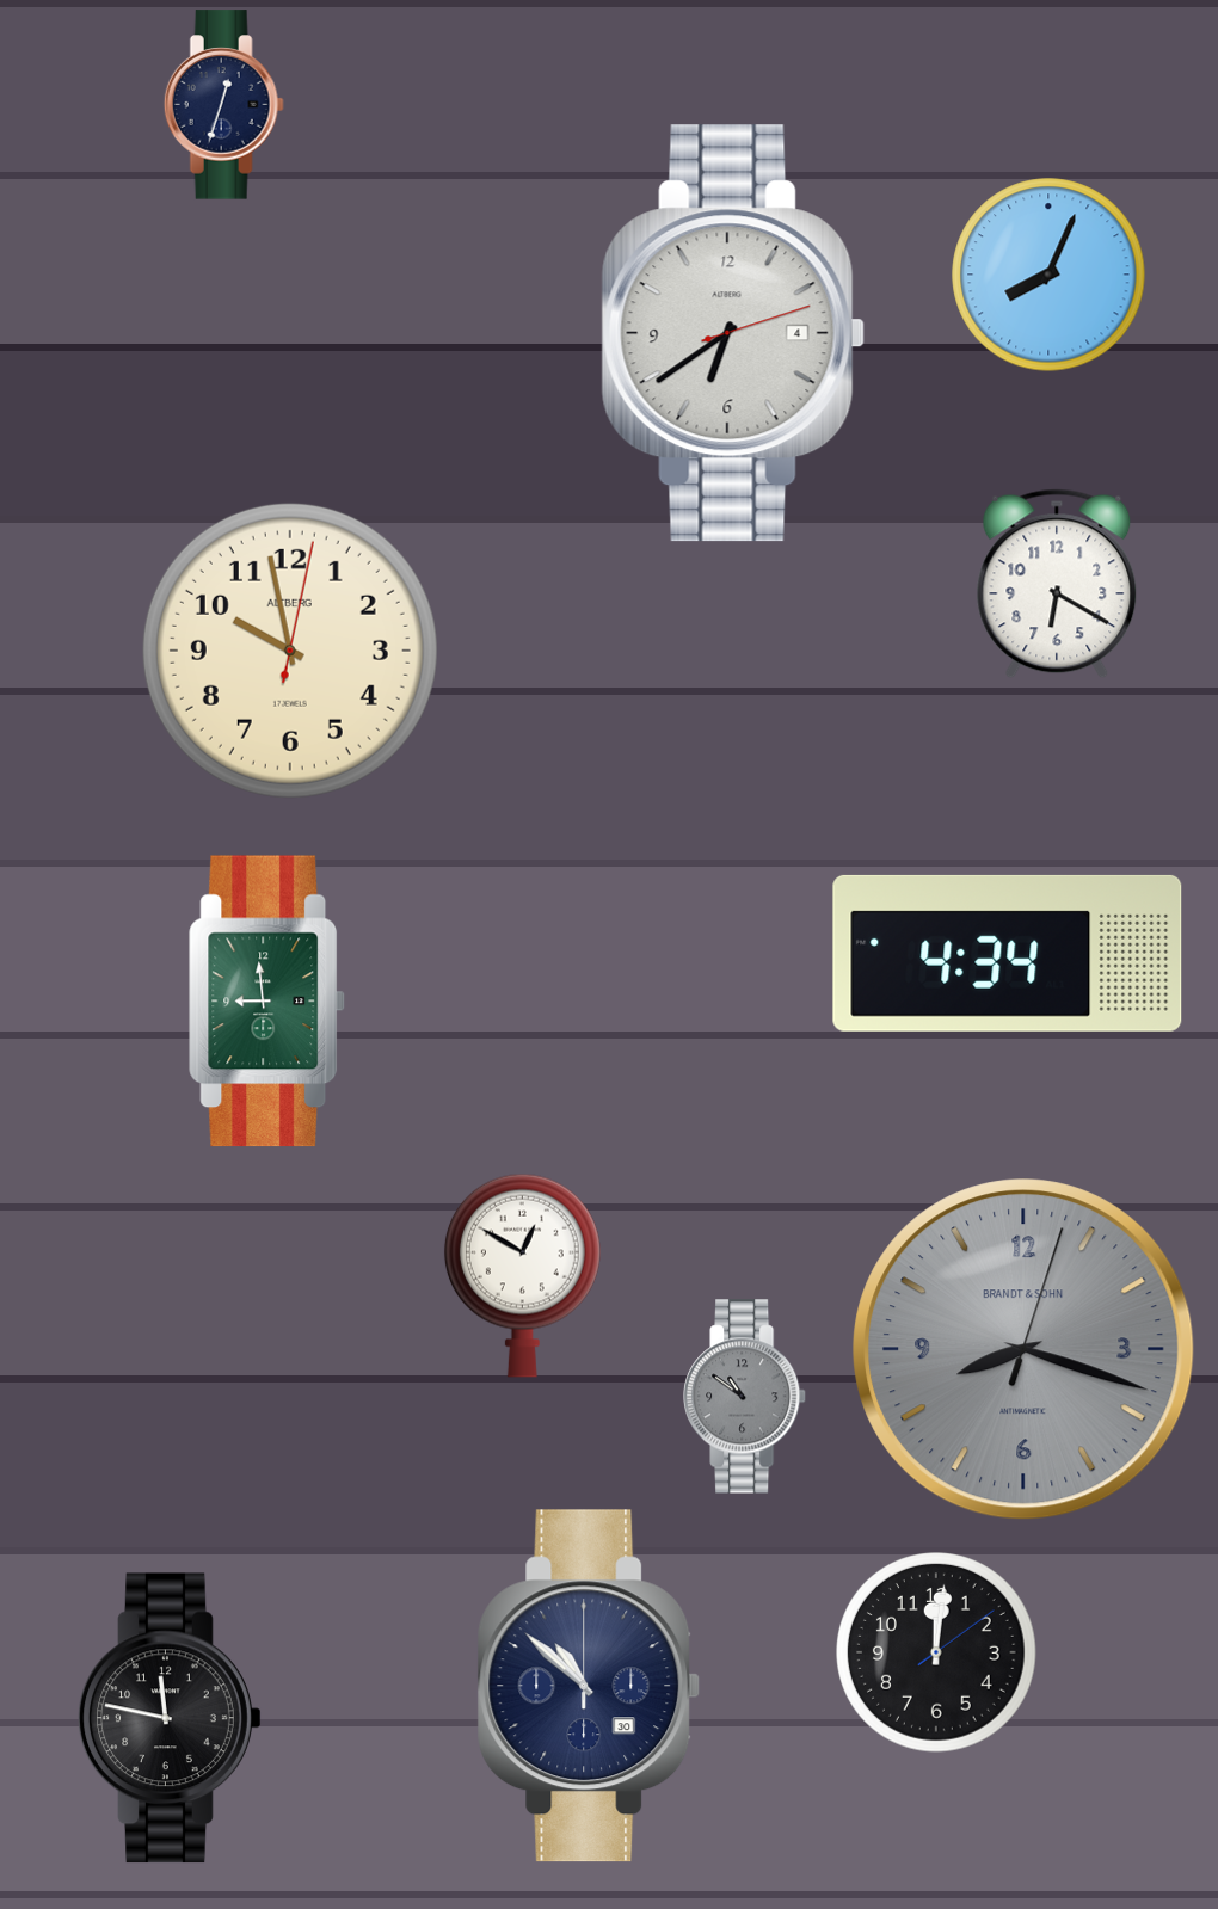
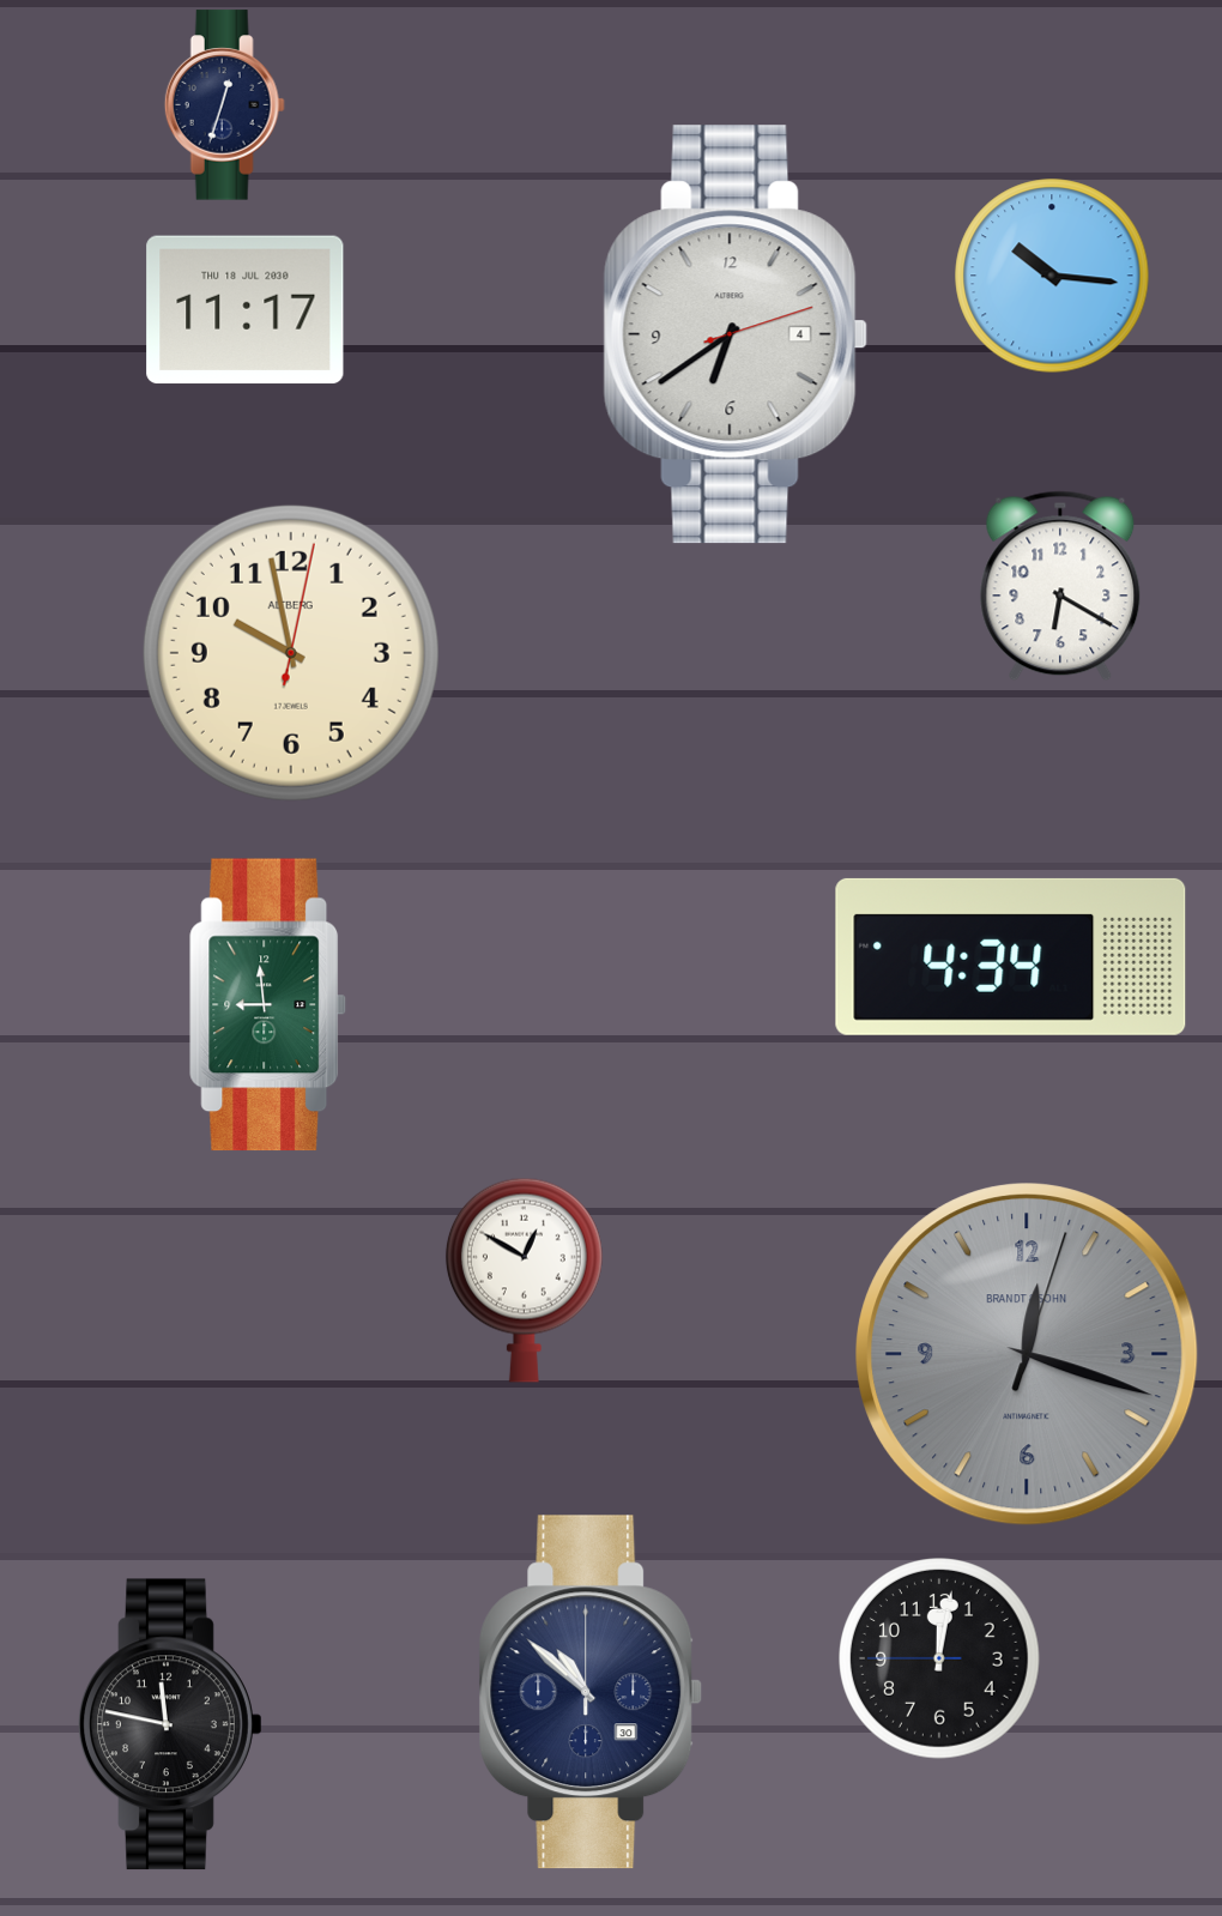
clock at (1048, 275): 8:04 -> 10:16
clock at (246, 310): none -> 11:17
clock at (1023, 1349): 8:18 -> 12:18
clock at (746, 1397): 10:51 -> none
clock at (937, 1654): 12:01:09 -> 12:01:45
